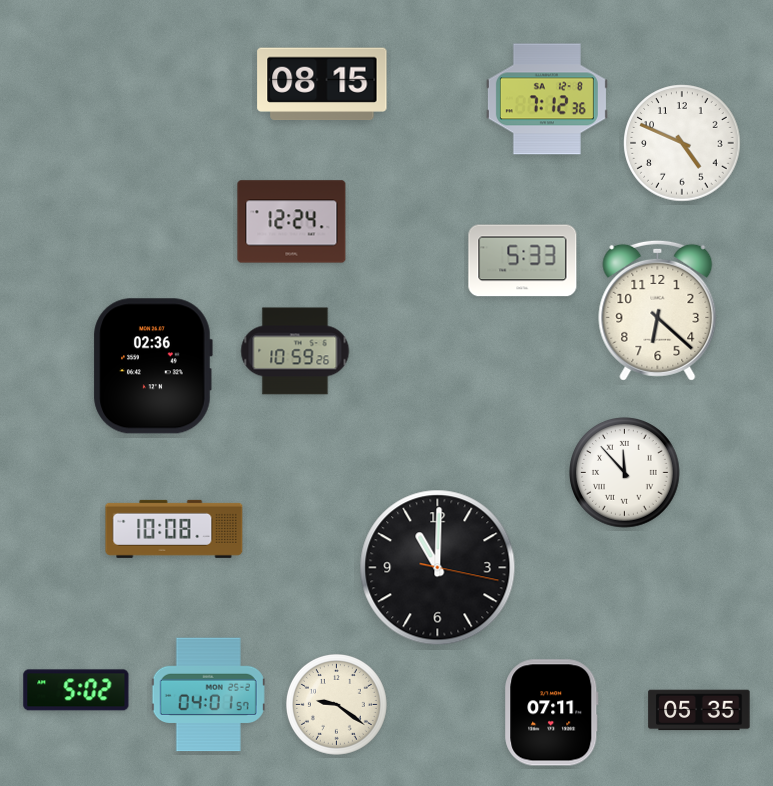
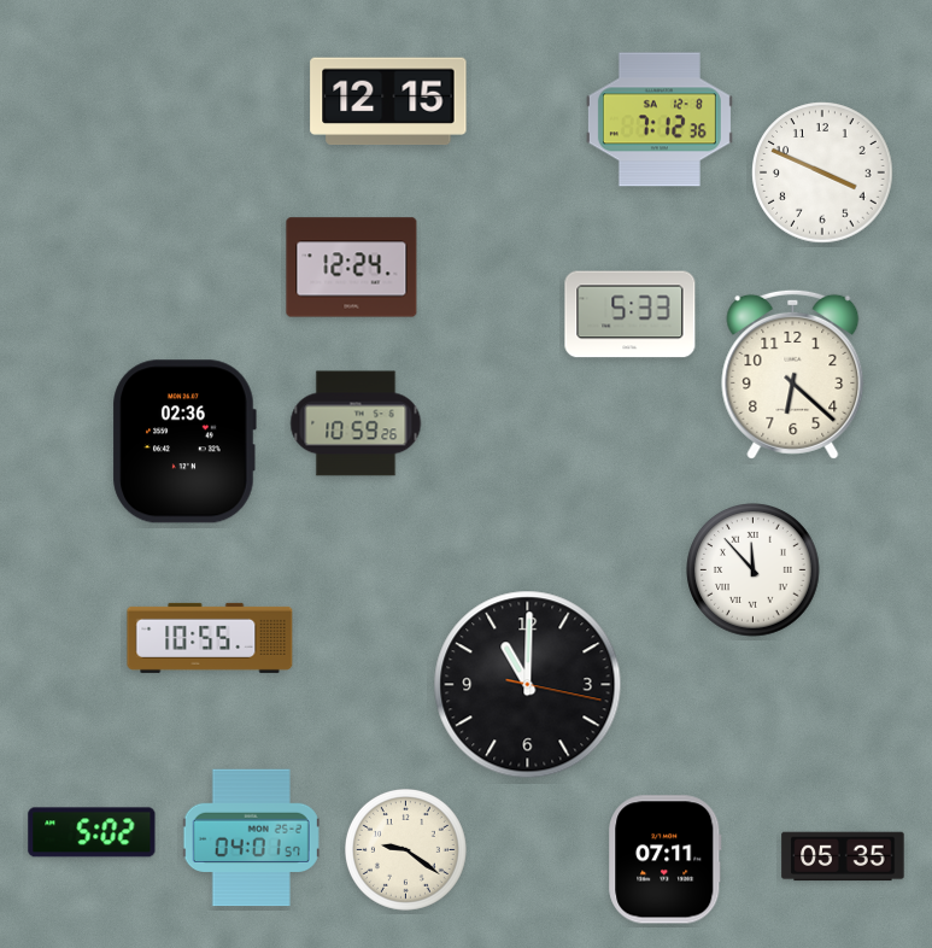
clock at (322, 84): 08:15 -> 12:15
clock at (682, 143): 4:49 -> 3:49
clock at (174, 529): 10:08 -> 10:55
